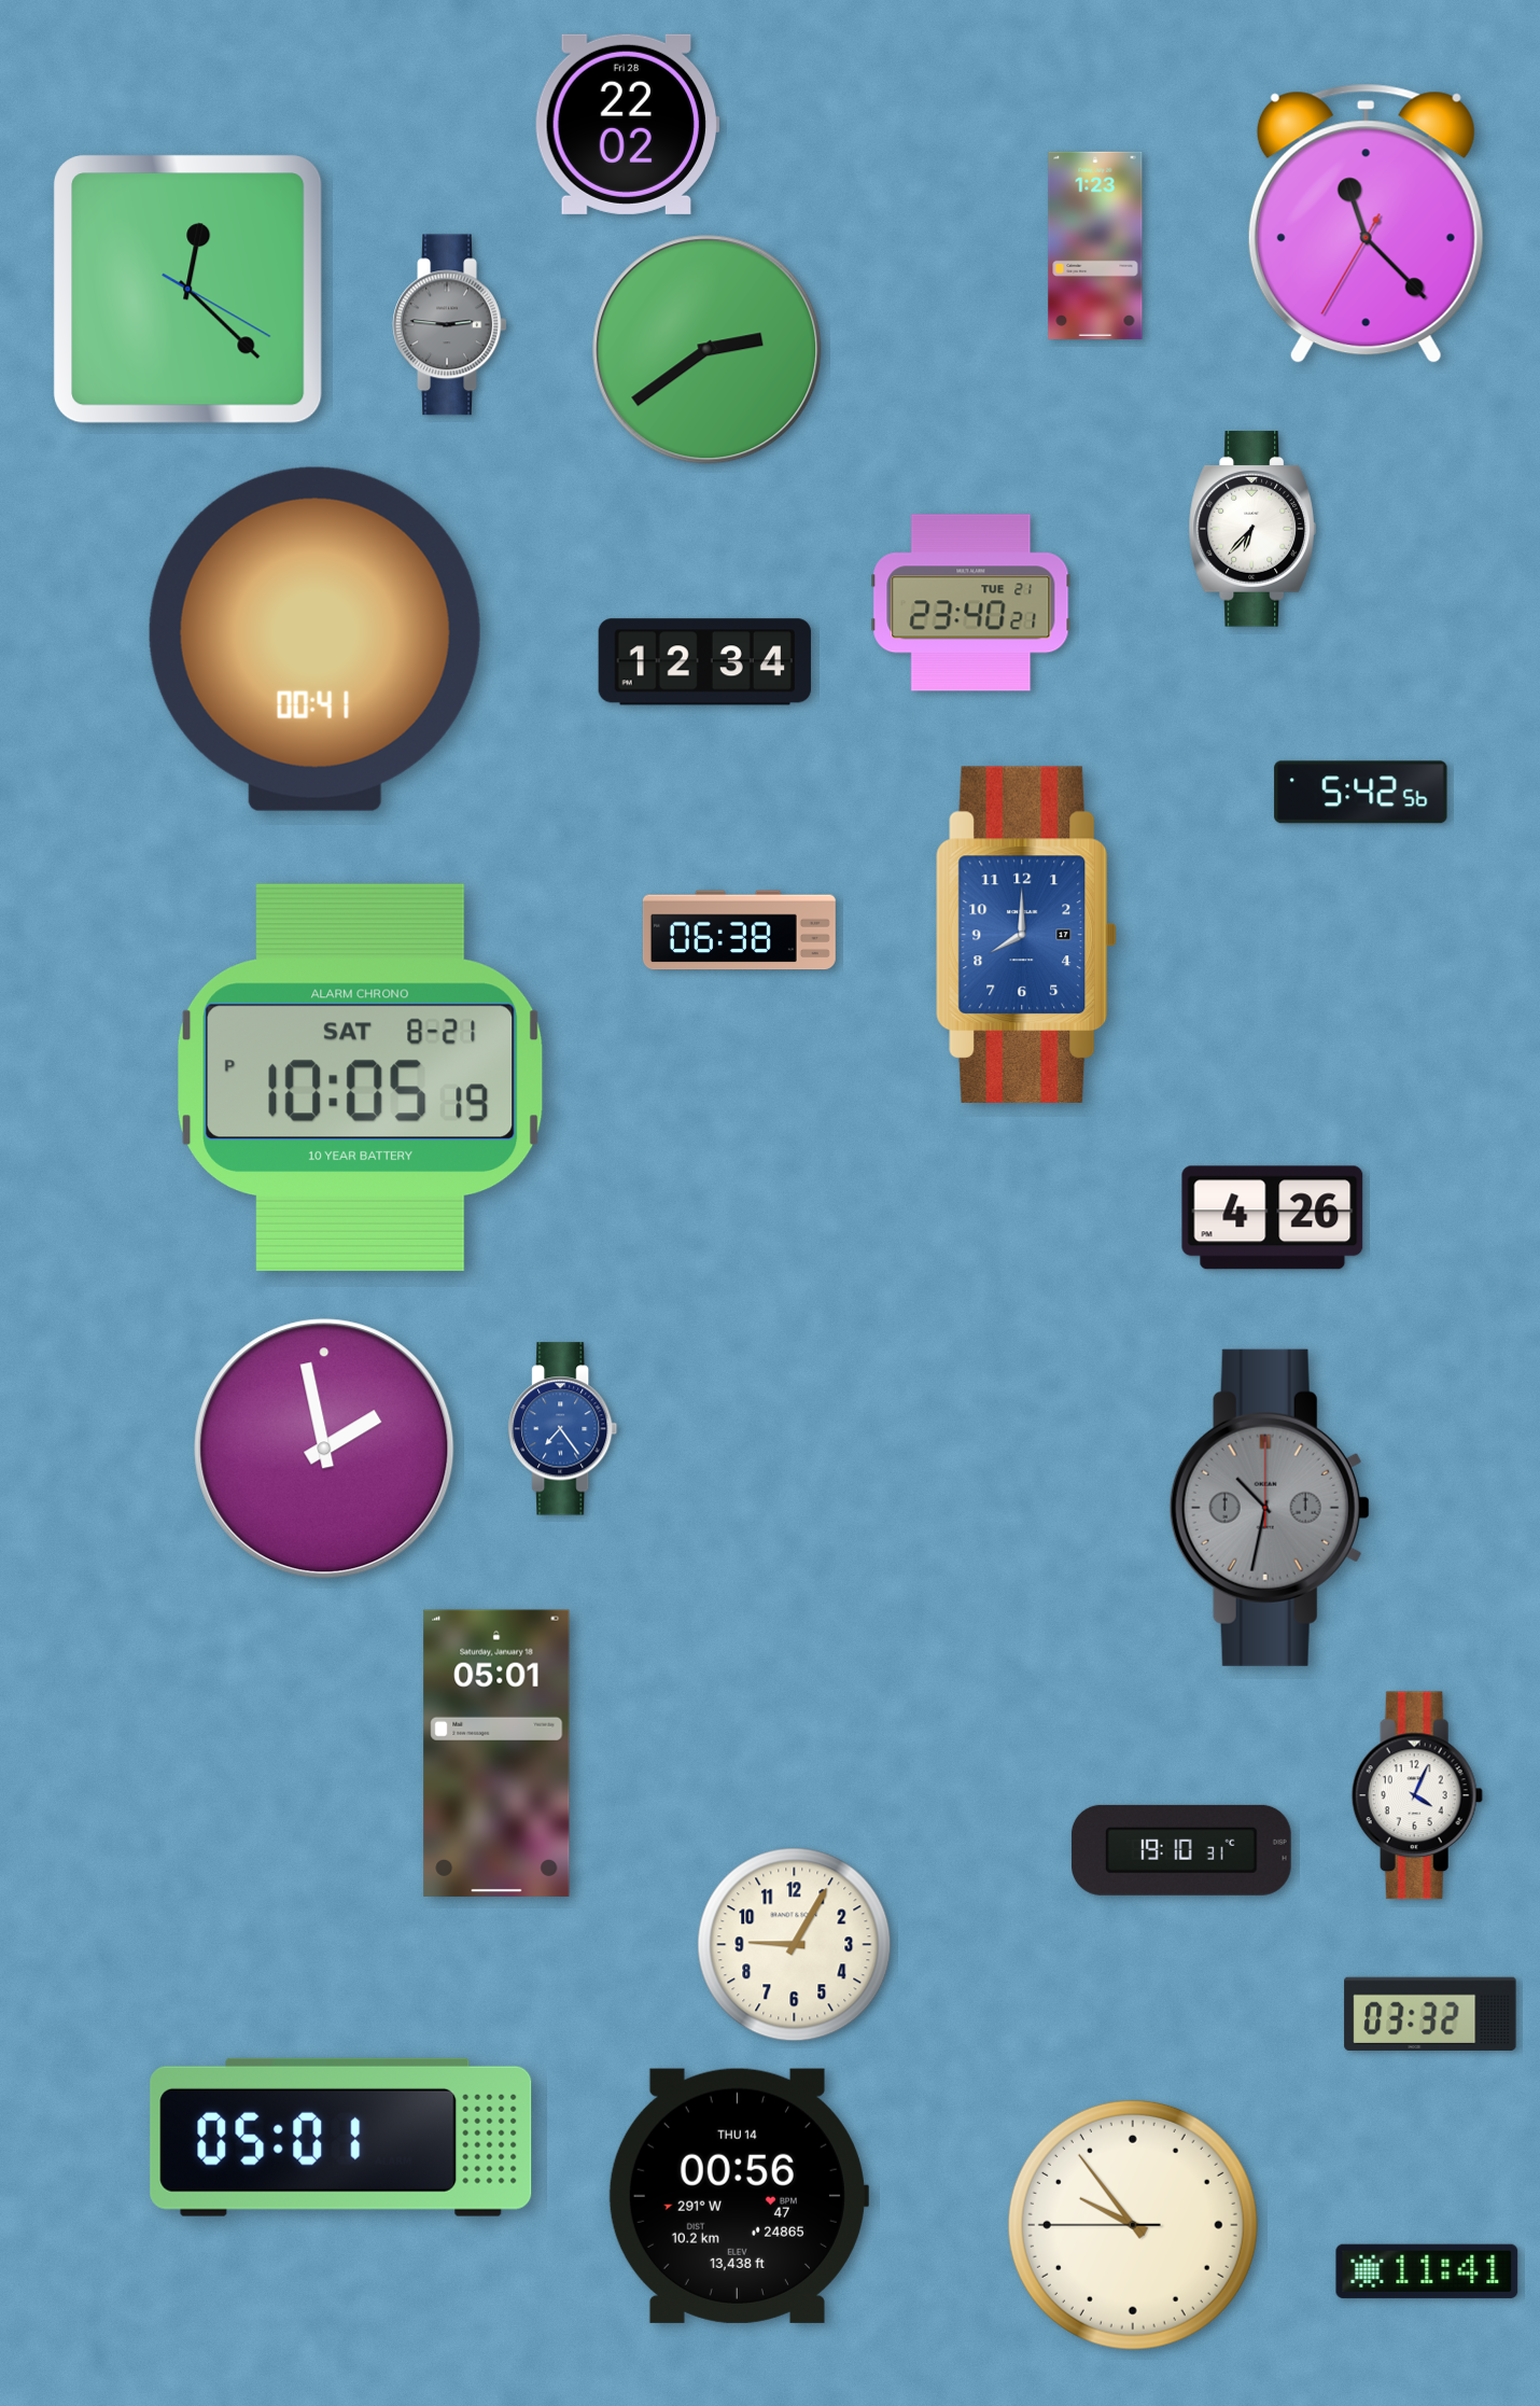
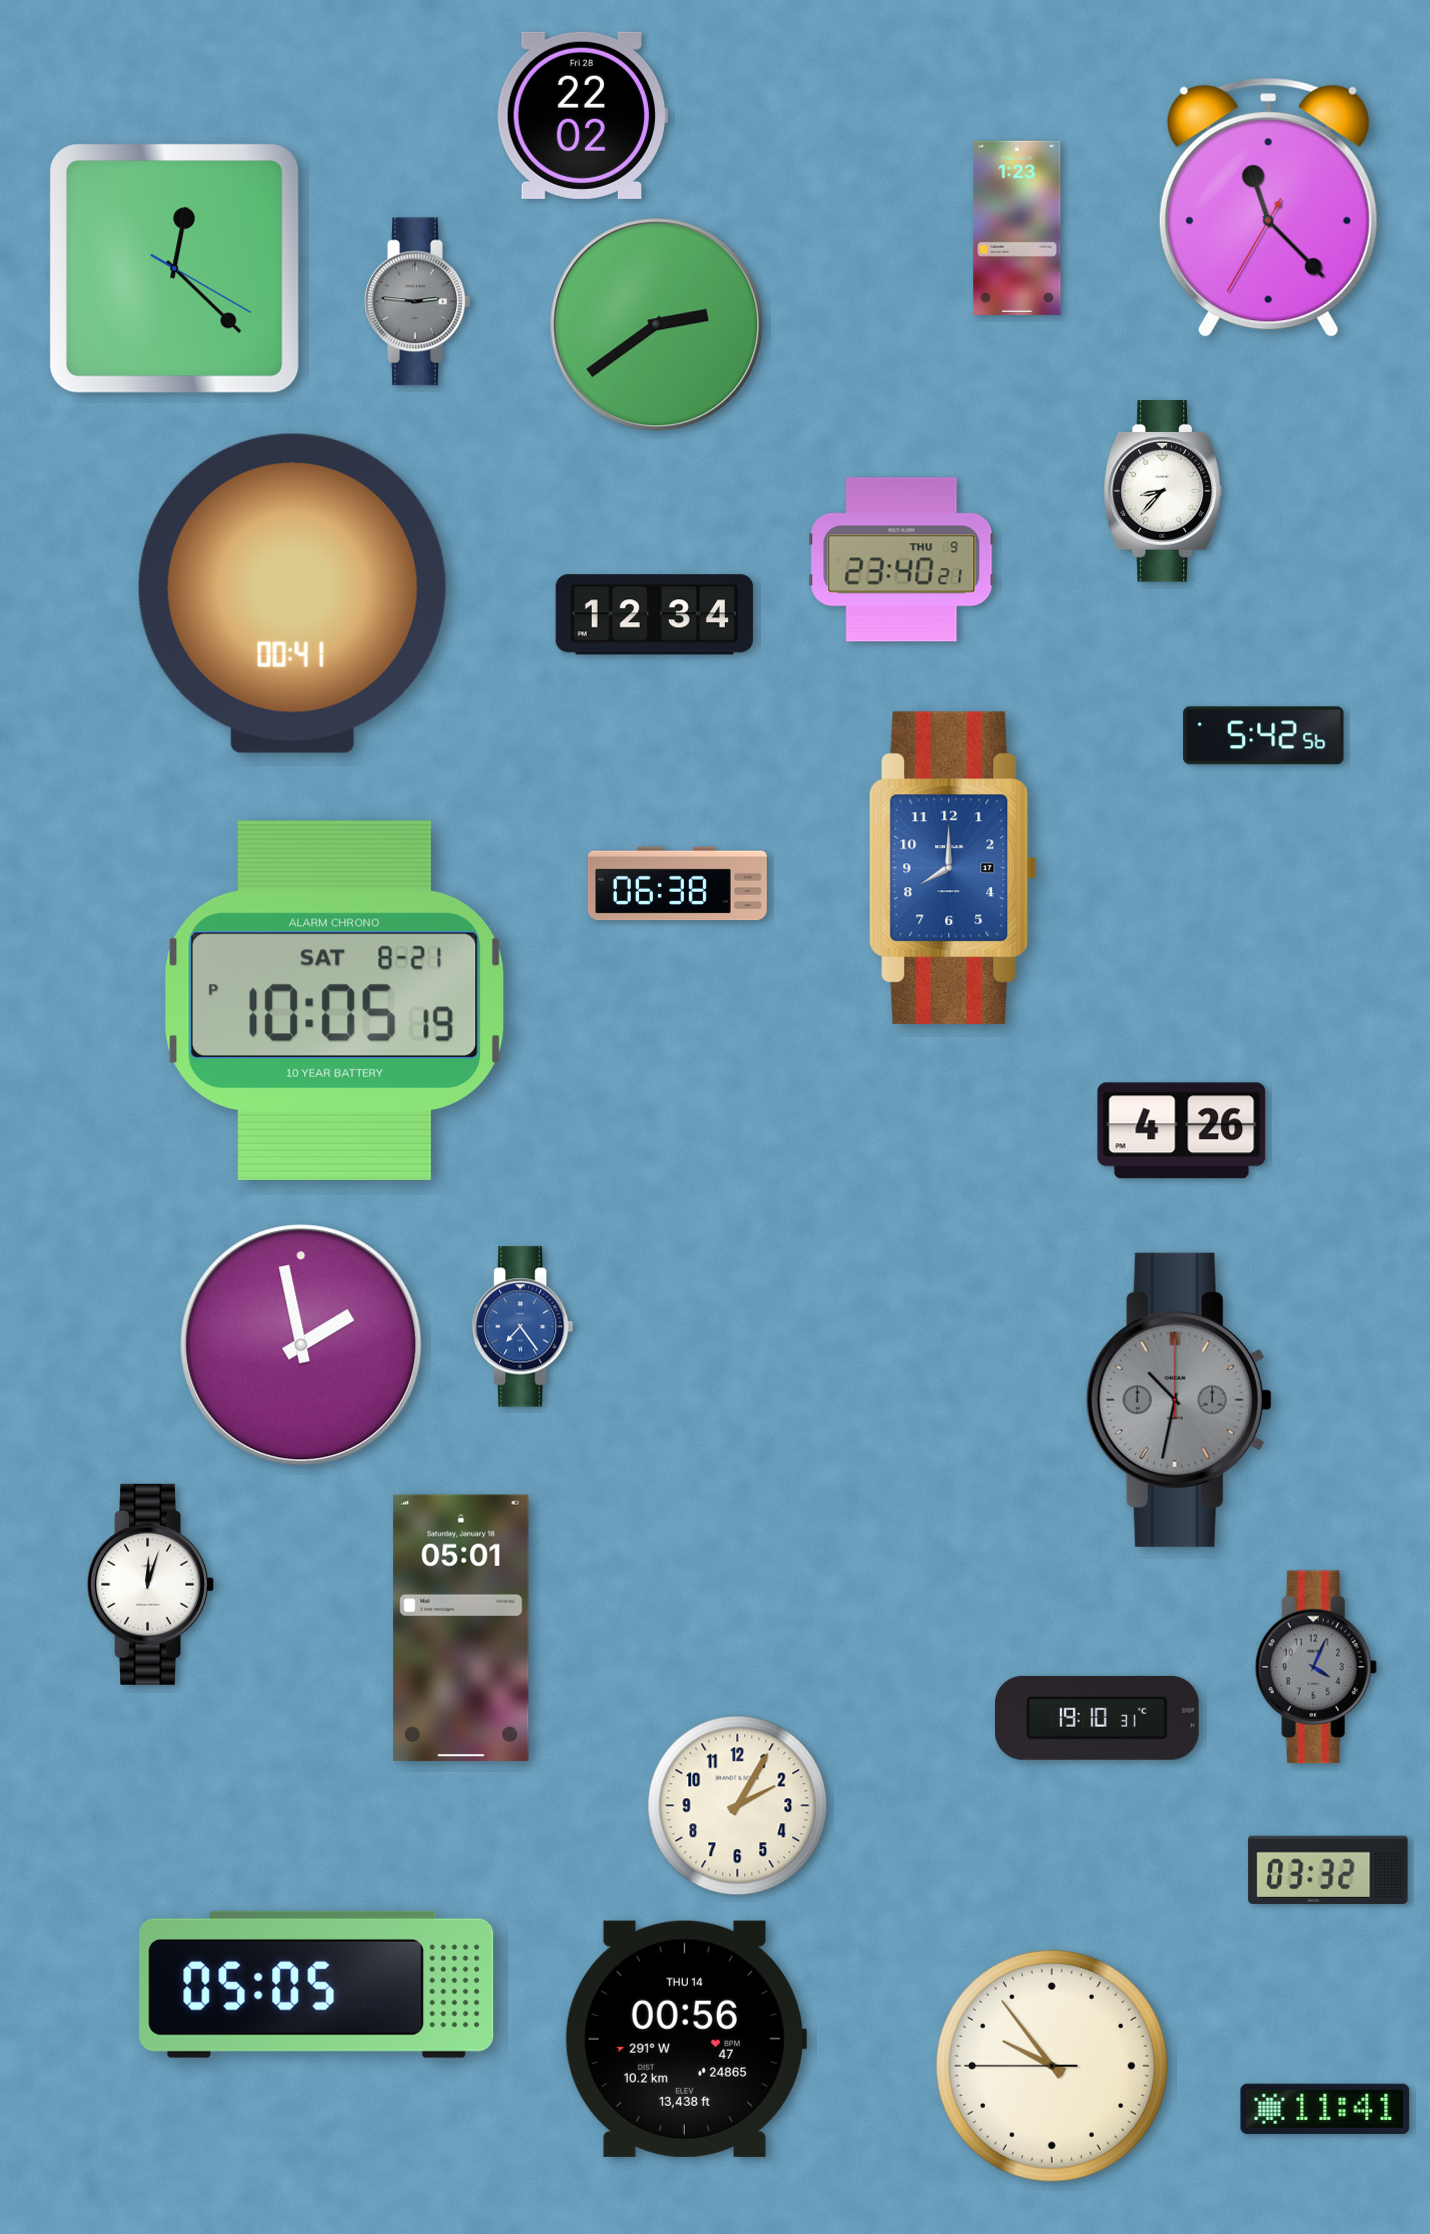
clock at (1252, 529): 6:37 -> 8:37
clock at (971, 603) date: TUE 21 -> THU 9
clock at (739, 931) position: (739, 931) -> (677, 884)
clock at (151, 1584): none -> 12:03
clock at (1417, 1795) dial: white -> grey
clock at (795, 1945): 9:05 -> 2:05
clock at (341, 2137): 05:01 -> 05:05
